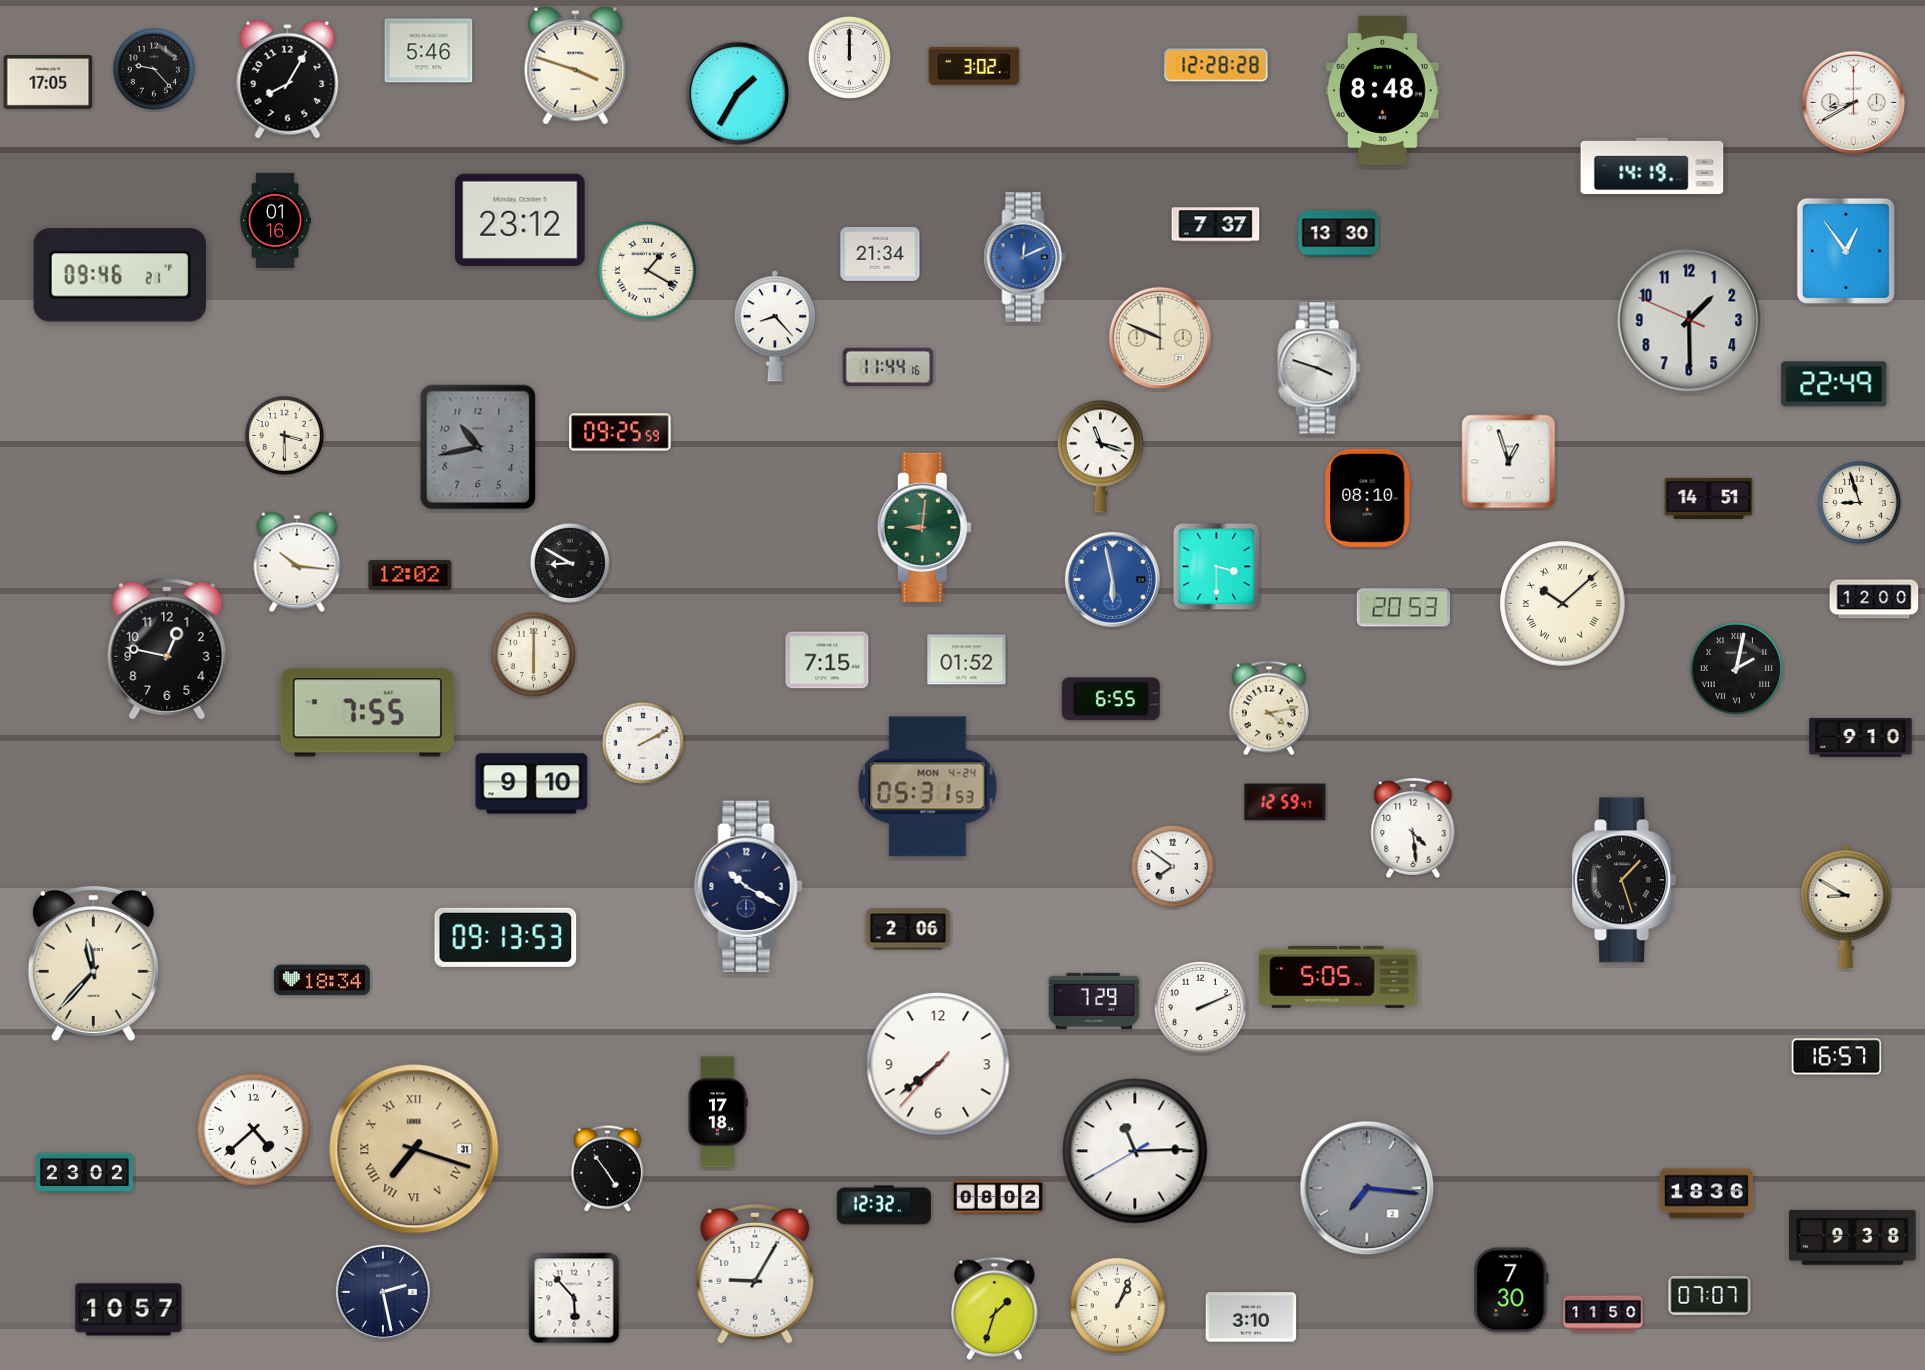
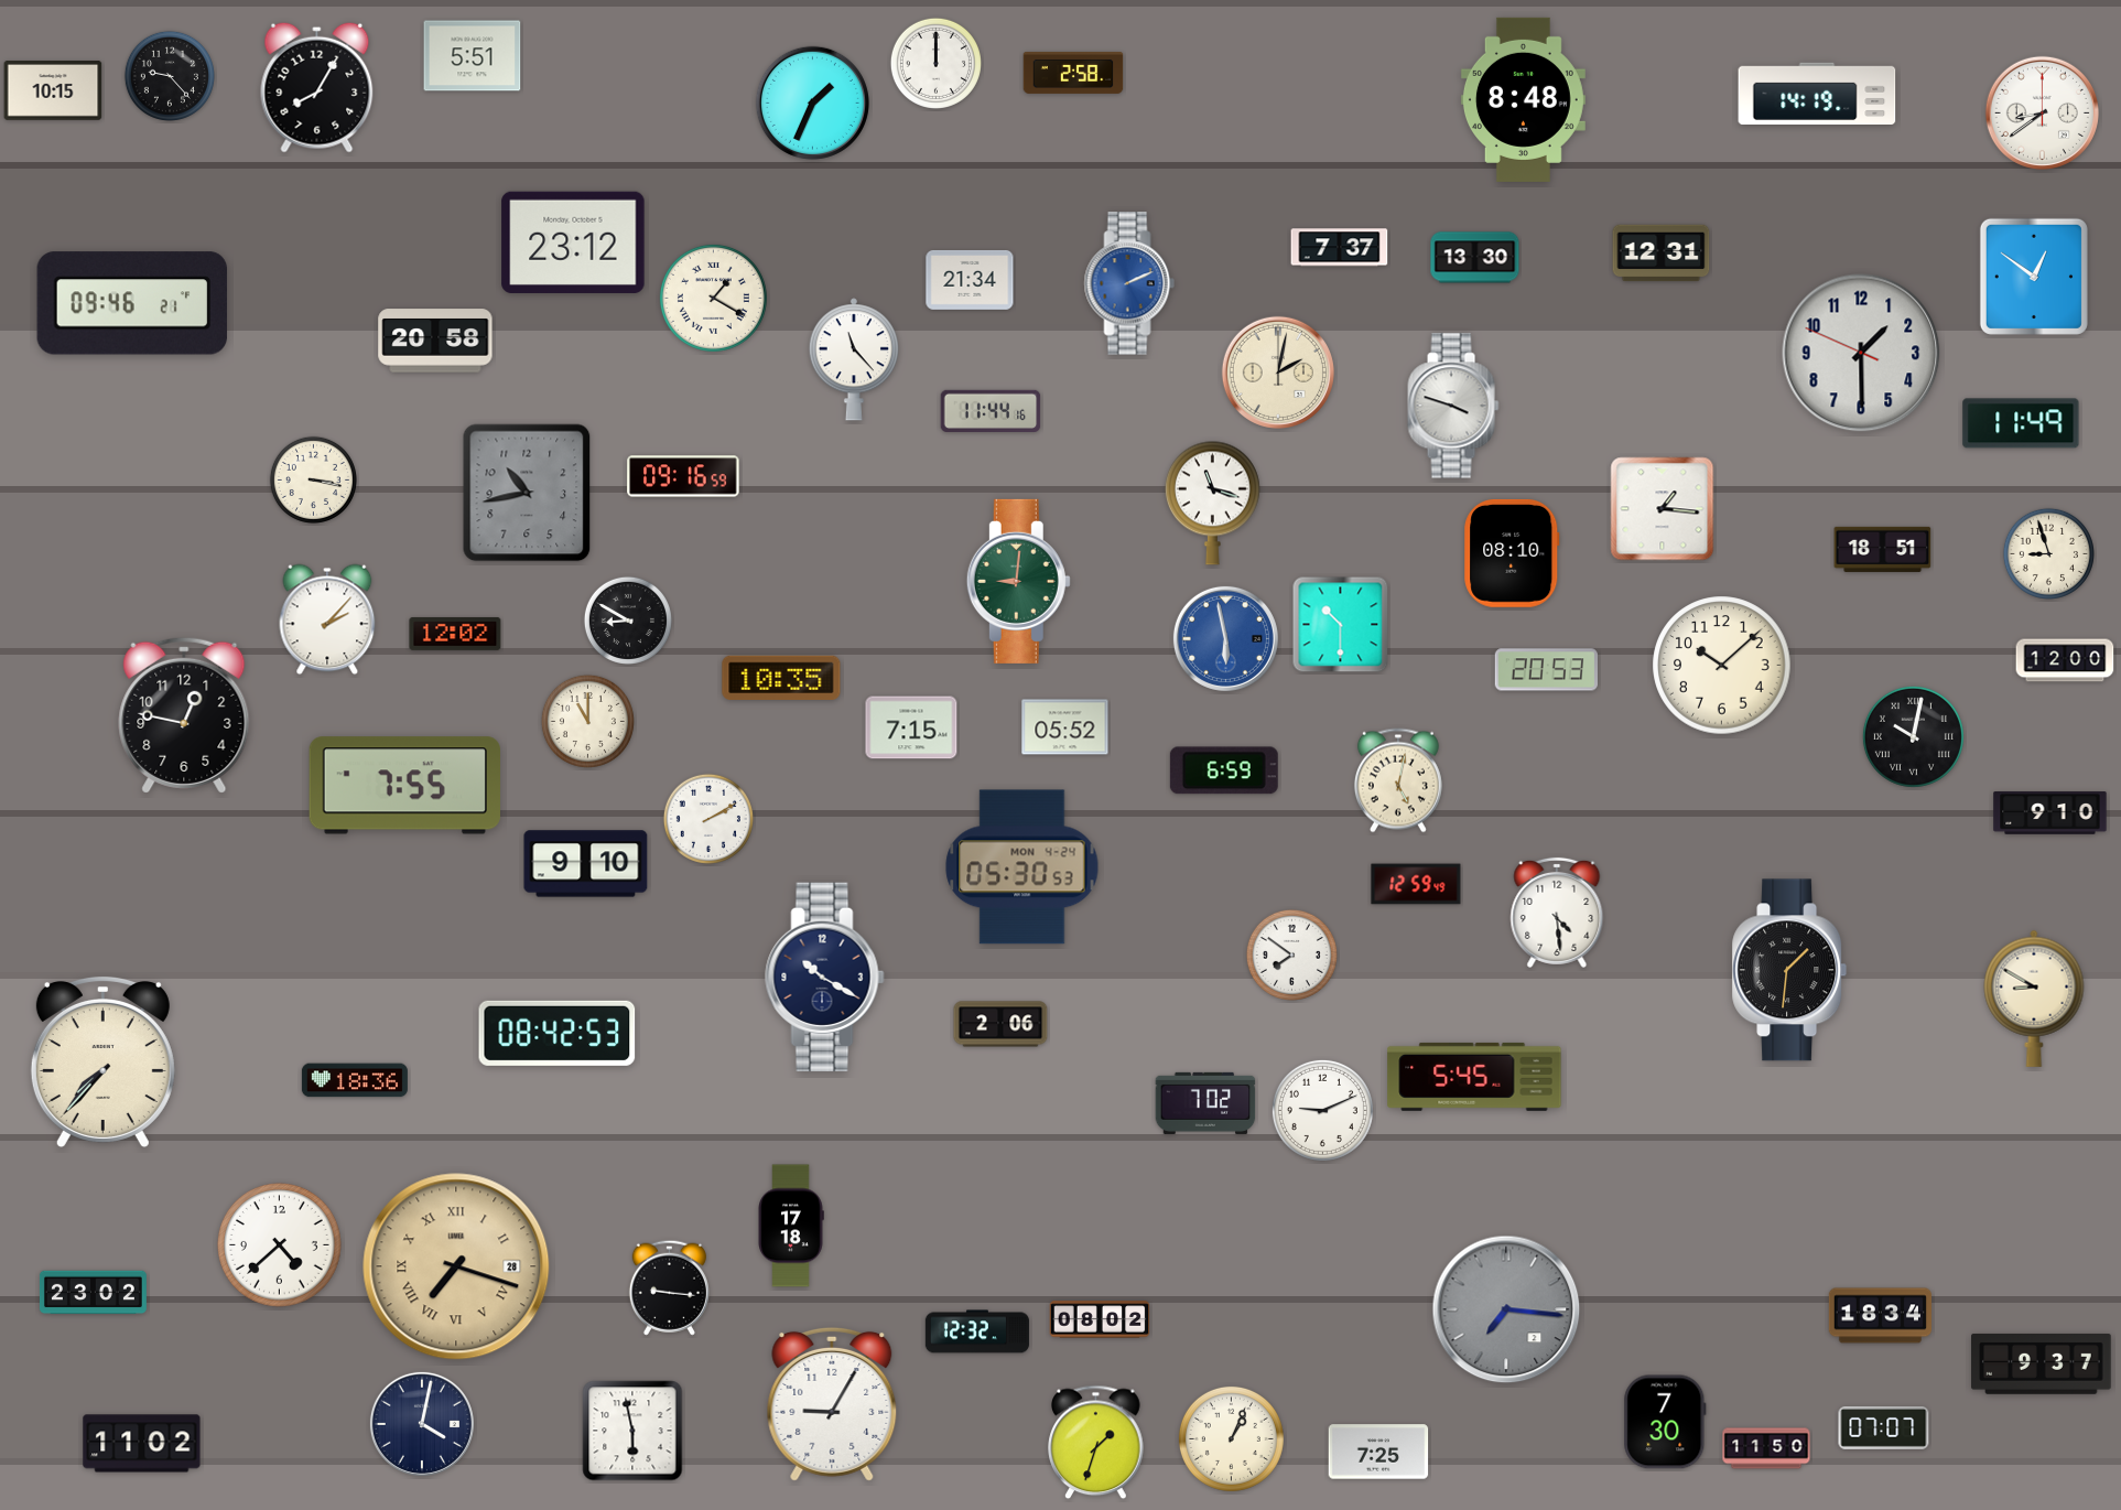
clock at (429, 51): 5:46 -> 5:51
clock at (576, 65): 3:48 -> none
clock at (1216, 65): 12:28 -> none
clock at (974, 66): 3:02 -> 2:58
clock at (48, 83): 17:05 -> 10:15
clock at (737, 93): 1:35 -> 1:34
clock at (1853, 102): 8:40 -> 8:39
clock at (1652, 165) position: (1652, 165) -> (1817, 93)
clock at (276, 220): 01:16 -> none
clock at (1662, 254): none -> 12:31
clock at (1846, 251): 12:54 -> 12:51
clock at (1025, 257): 12:11 -> 2:11
clock at (435, 341): none -> 20:58
clock at (775, 326): 8:23 -> 11:23
clock at (1160, 338): 9:49 -> 2:02
clock at (888, 366) position: (888, 366) -> (991, 410)
clock at (1834, 384): 22:49 -> 11:49
clock at (620, 432): 09:25 -> 09:16
clock at (284, 435): 3:30 -> 3:17
clock at (1509, 462): 12:57 -> 1:16
clock at (1368, 498) position: (1368, 498) -> (1512, 553)
clock at (1709, 498): 14:51 -> 18:51
clock at (297, 562): 10:16 -> 2:07
clock at (1217, 567): 3:30 -> 10:30
clock at (410, 575) position: (410, 575) -> (455, 634)
clock at (1563, 604) numerals: Roman -> Arabic
clock at (781, 677): none -> 10:35
clock at (533, 654): 6:00 -> 11:00
clock at (967, 660): 01:52 -> 05:52
clock at (1736, 668): 2:02 -> 10:02
clock at (1111, 699): 6:55 -> 6:59
clock at (1269, 708): 4:13 -> 5:02
clock at (928, 787): 05:31 -> 05:30
clock at (1285, 802): 12:59:47 -> 12:59:49
clock at (1624, 880): 1:27 -> 1:31
clock at (506, 937): 09:13 -> 08:42
clock at (93, 963): 11:37 -> 7:37
clock at (1338, 977): 5:05 -> 5:45
clock at (322, 980): 18:34 -> 18:36
clock at (1094, 1001): 7:29 -> 7:02
clock at (1200, 1007): 2:11 -> 9:11
clock at (1837, 1057): 16:57 -> none
clock at (938, 1064): 7:38 -> none
clock at (414, 1149) date: 31 -> 28
clock at (1135, 1151): 11:14 -> none
clock at (607, 1168): 4:54 -> 9:16
clock at (1706, 1194): 18:36 -> 18:34
clock at (884, 1205) position: (884, 1205) -> (977, 1331)
clock at (1853, 1237): 9:38 -> 9:37
clock at (383, 1292): 2:28 -> 4:02
clock at (574, 1298): 5:53 -> 5:58
clock at (129, 1310): 10:57 -> 11:02
clock at (1251, 1317): 3:10 -> 7:25
